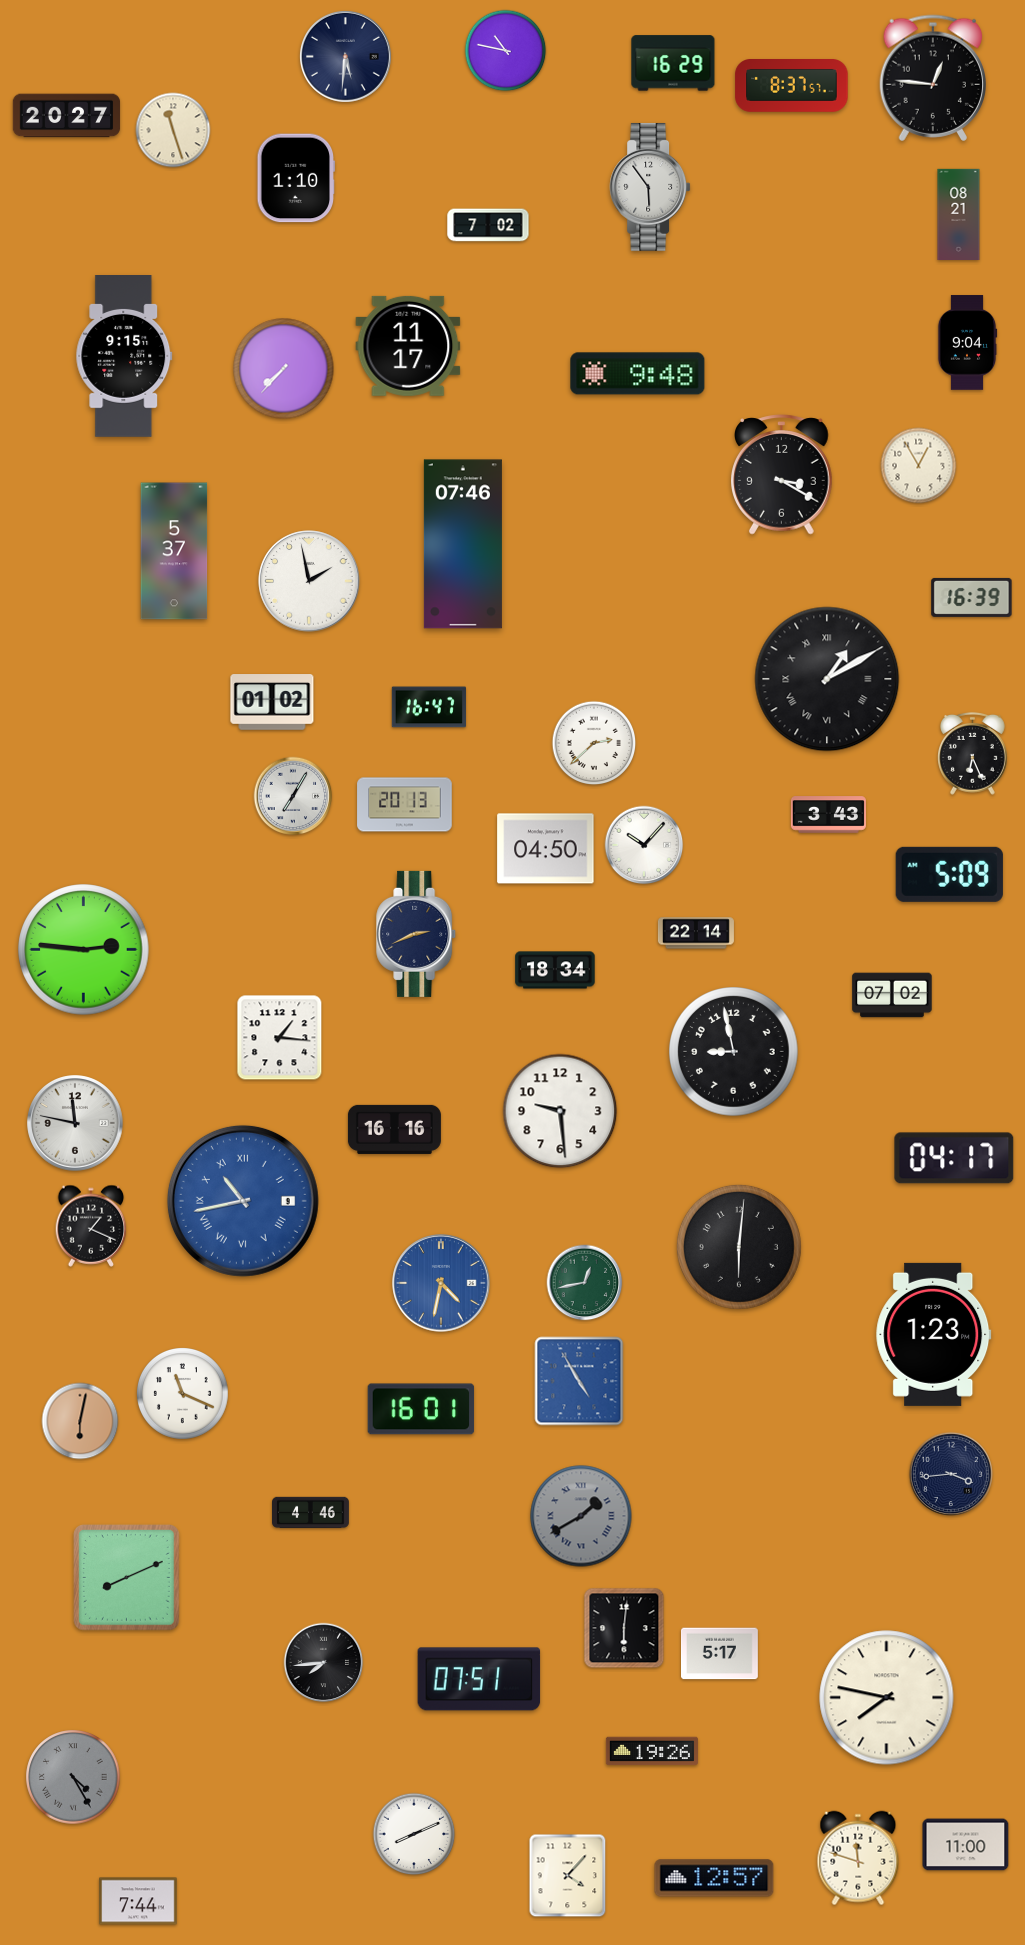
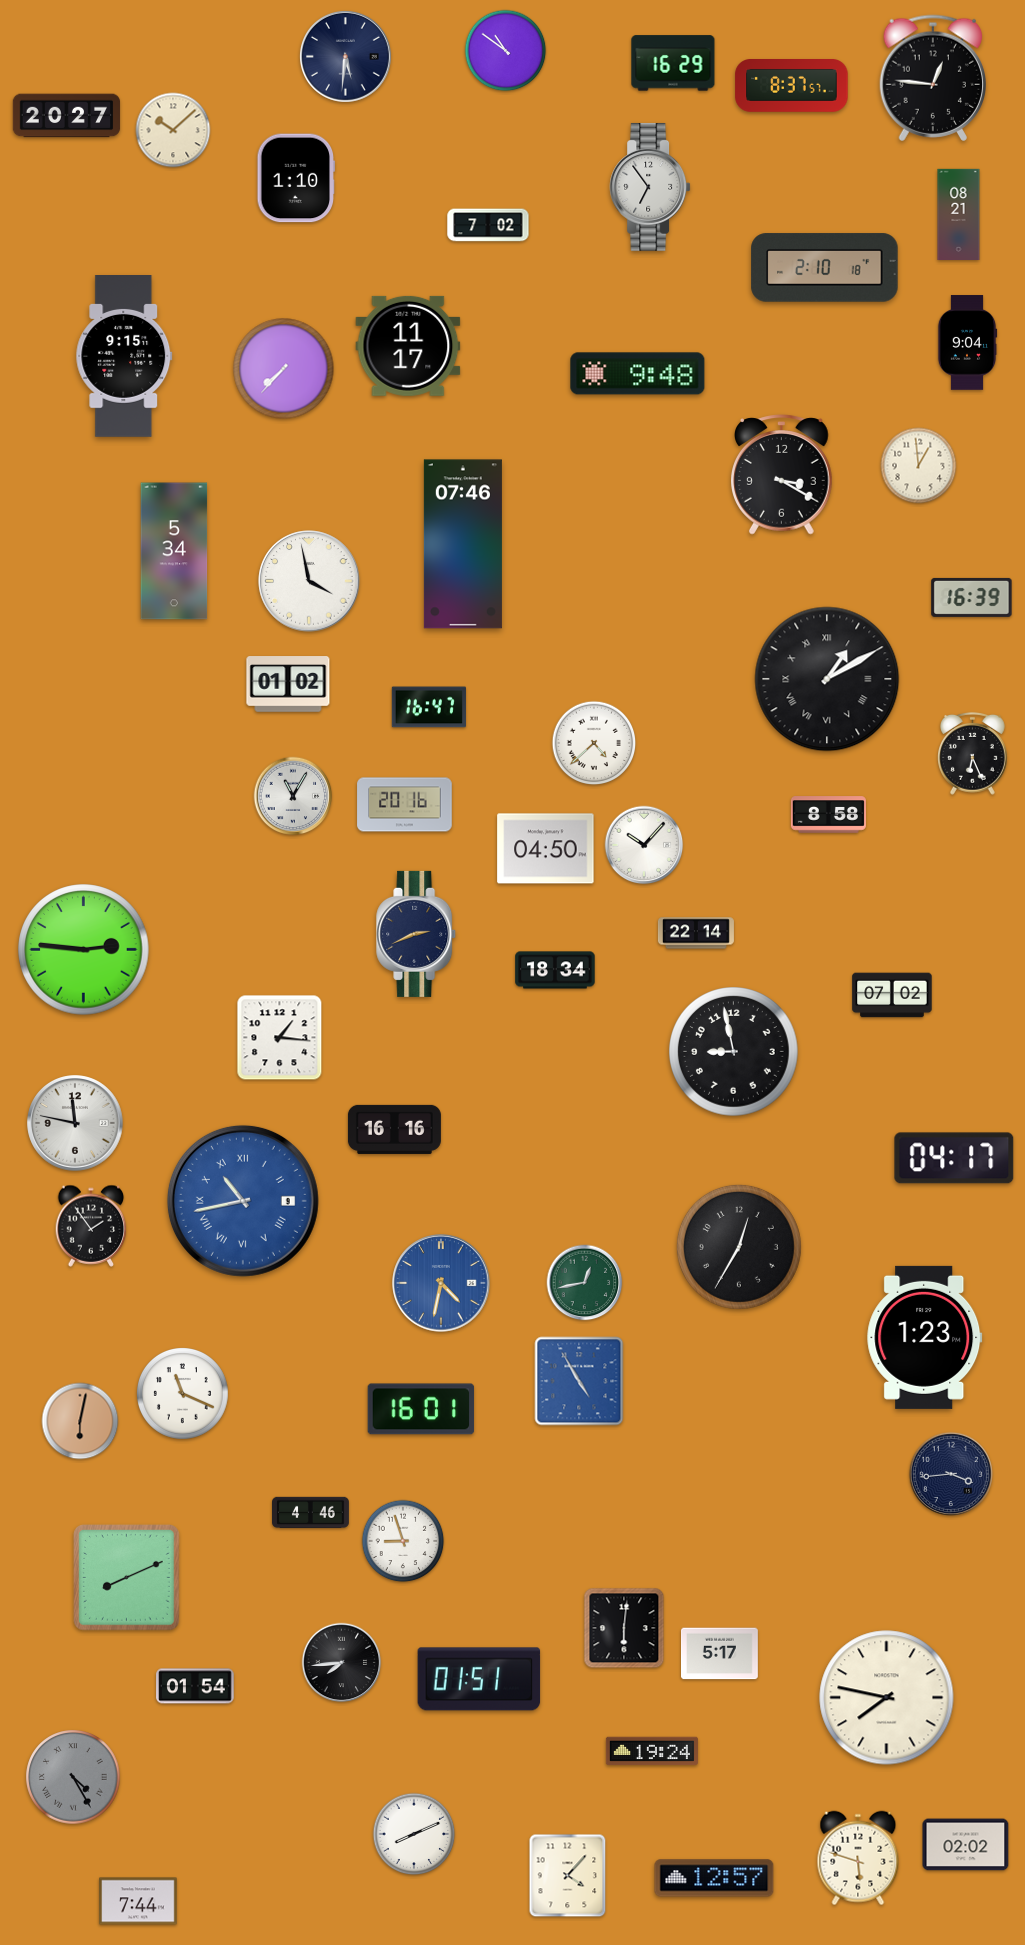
clock at (506, 51): 10:47 -> 10:51
clock at (173, 130): 11:27 -> 10:08
clock at (650, 187): 5:54 -> 6:54
clock at (825, 268): none -> 2:10
clock at (919, 466): 12:55 -> 12:59
clock at (174, 551): 5:37 -> 5:34
clock at (309, 581): 1:58 -> 3:58
clock at (272, 702) position: (272, 702) -> (288, 684)
clock at (594, 743): 2:38 -> 4:38
clock at (293, 796): 7:05 -> 11:05
clock at (405, 805): 20:13 -> 20:16
clock at (828, 815): 3:43 -> 8:58
clock at (949, 874): 5:09 -> none
clock at (560, 1111): 9:29 -> none
clock at (91, 1226): 1:19 -> 1:54
clock at (739, 1247): 6:01 -> 12:35
clock at (934, 1334) position: (934, 1334) -> (925, 1337)
clock at (581, 1516): 1:40 -> none
clock at (403, 1541): none -> 8:57
clock at (324, 1663) position: (324, 1663) -> (342, 1663)
clock at (479, 1679): 07:51 -> 01:51
clock at (195, 1686): none -> 01:54
clock at (652, 1751): 19:26 -> 19:24
clock at (966, 1845): 11:00 -> 02:02
clock at (858, 1858): 11:48 -> 5:48
